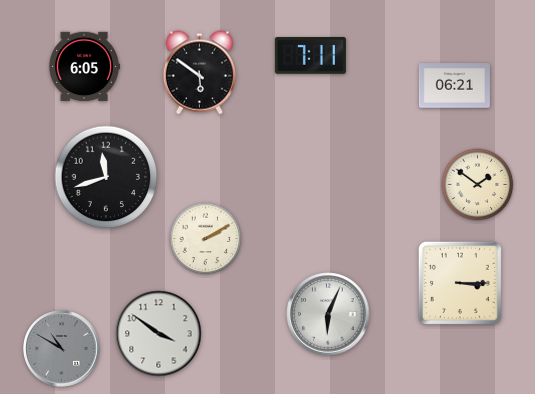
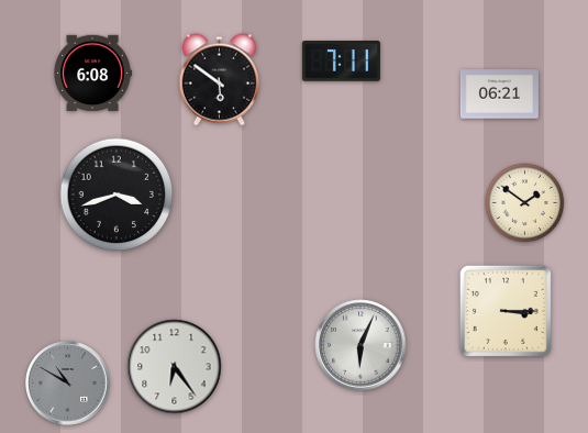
clock at (84, 67): 6:05 -> 6:08
clock at (106, 177): 11:42 -> 3:42
clock at (206, 239): 2:10 -> none
clock at (159, 334): 3:51 -> 6:24
